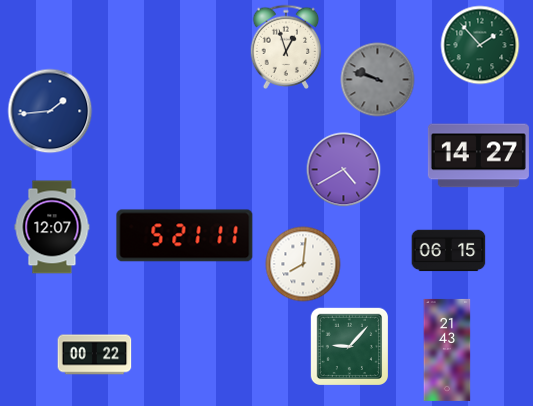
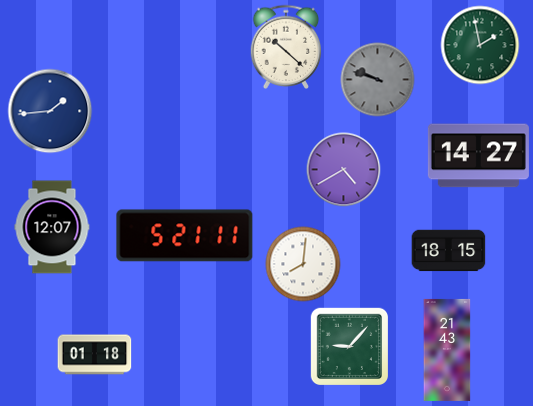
clock at (480, 45): 1:53 -> 1:58
clock at (286, 46): 12:57 -> 10:22
clock at (449, 251): 06:15 -> 18:15
clock at (95, 355): 00:22 -> 01:18
